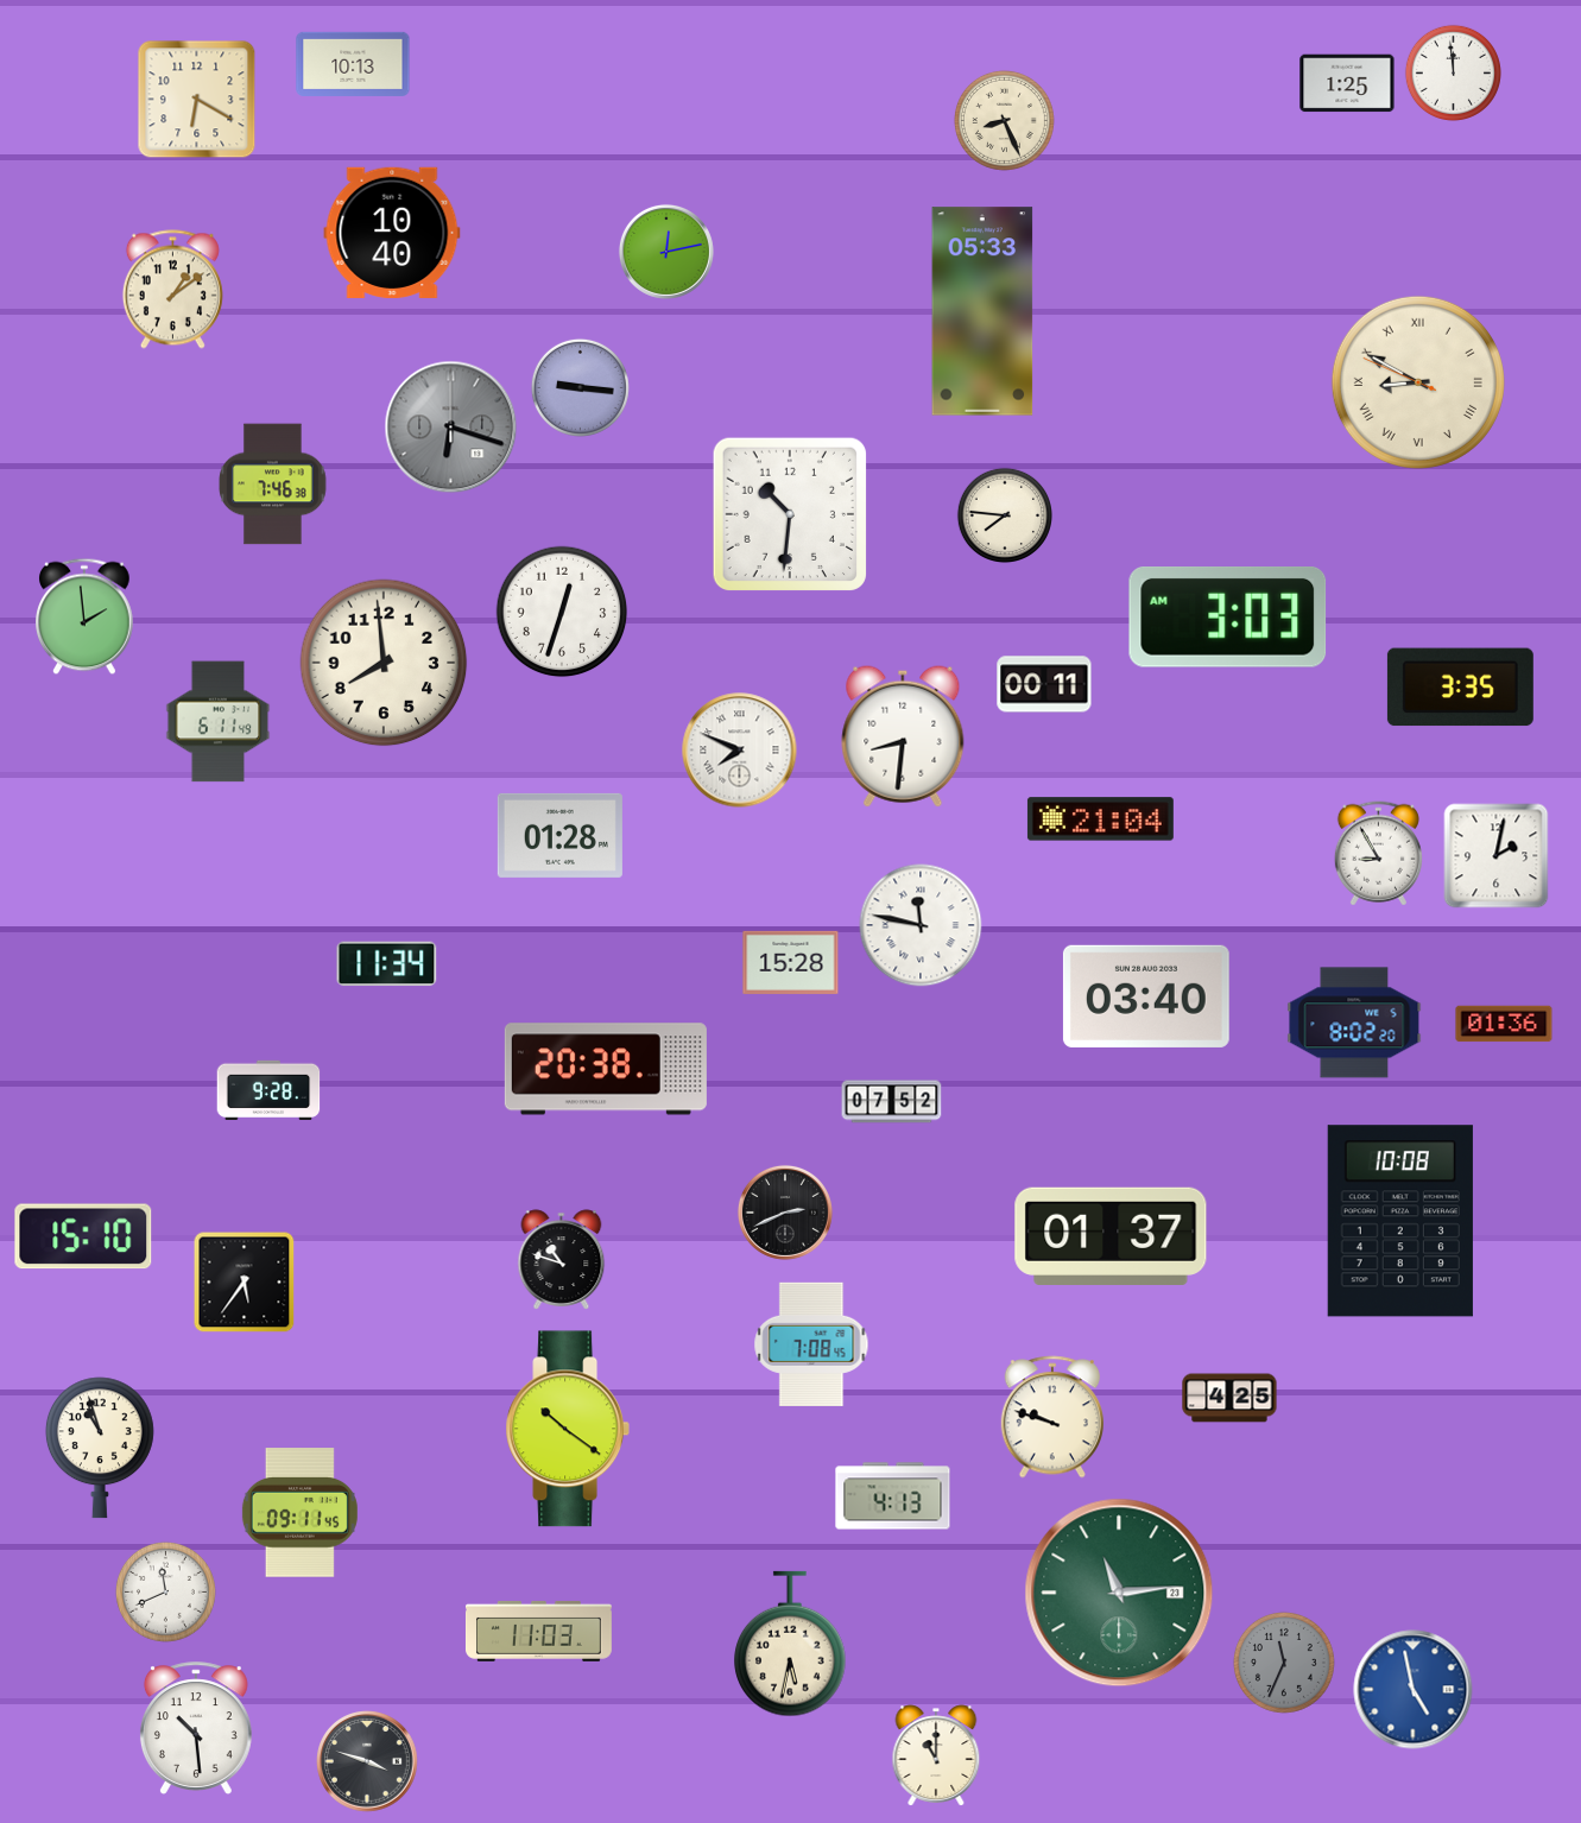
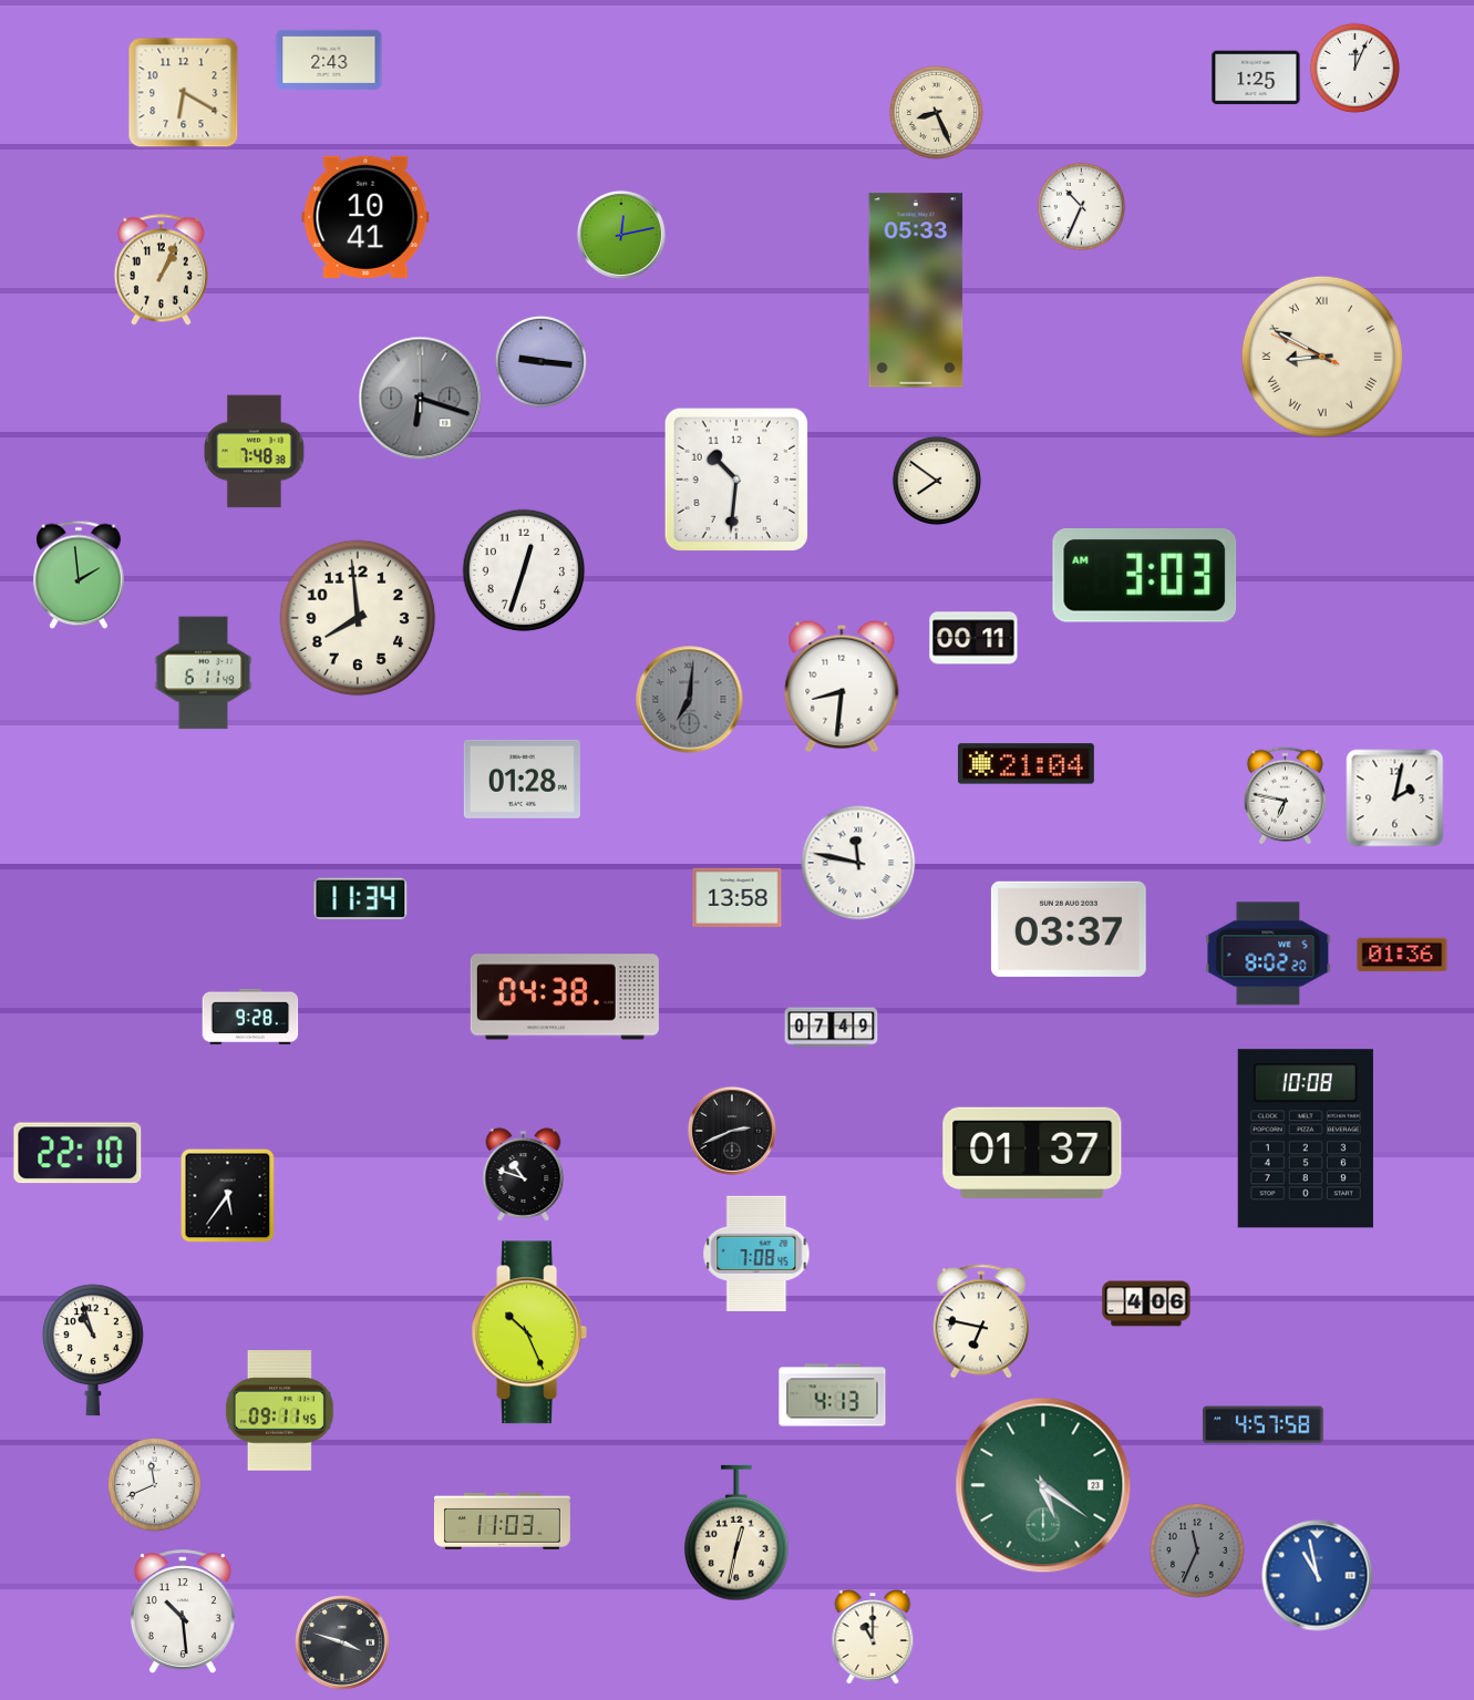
clock at (353, 64): 10:13 -> 2:43
clock at (1453, 72): 11:59 -> 12:04
clock at (1082, 207): none -> 10:34
clock at (392, 233): 10:40 -> 10:41
clock at (172, 290): 1:09 -> 1:04
clock at (273, 485): 7:46 -> 7:48
clock at (1004, 514): 7:46 -> 7:51
clock at (1460, 688): 3:35 -> none
clock at (740, 751): 7:49 -> 7:01
clock at (740, 751) dial: white -> grey
clock at (1378, 854): 8:55 -> 6:47
clock at (791, 962): 15:28 -> 13:58
clock at (1146, 996): 03:40 -> 03:37
clock at (1354, 1023) position: (1354, 1023) -> (1268, 954)
clock at (606, 1069): 20:38 -> 04:38
clock at (892, 1102): 07:52 -> 07:49
clock at (1111, 1235) position: (1111, 1235) -> (1032, 1152)
clock at (83, 1236): 15:10 -> 22:10
clock at (1229, 1398): 4:25 -> 4:06
clock at (1051, 1417): 9:48 -> 6:47
clock at (567, 1429): 10:21 -> 10:26
clock at (1264, 1425): none -> 4:57
clock at (1119, 1593): 11:14 -> 5:21
clock at (790, 1644): 5:32 -> 12:32
clock at (1414, 1690): 4:58 -> 10:58
